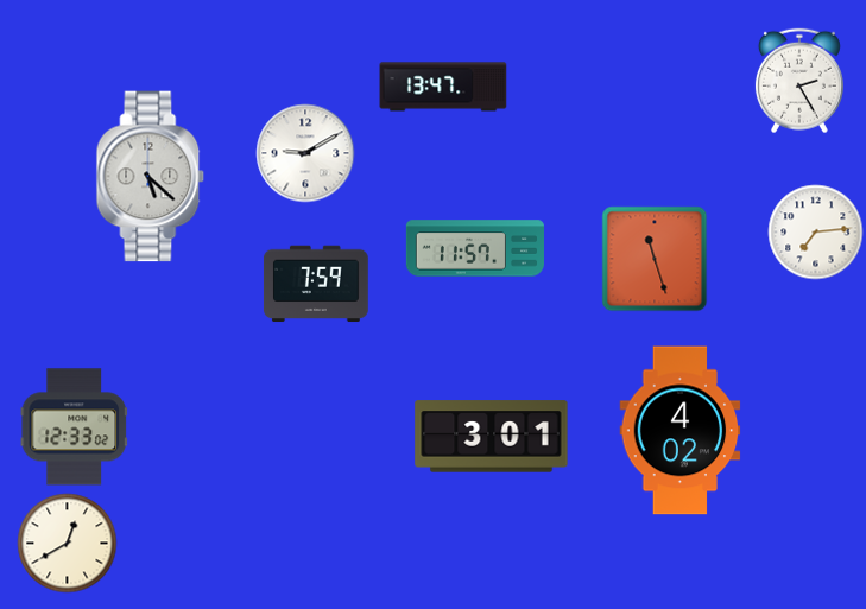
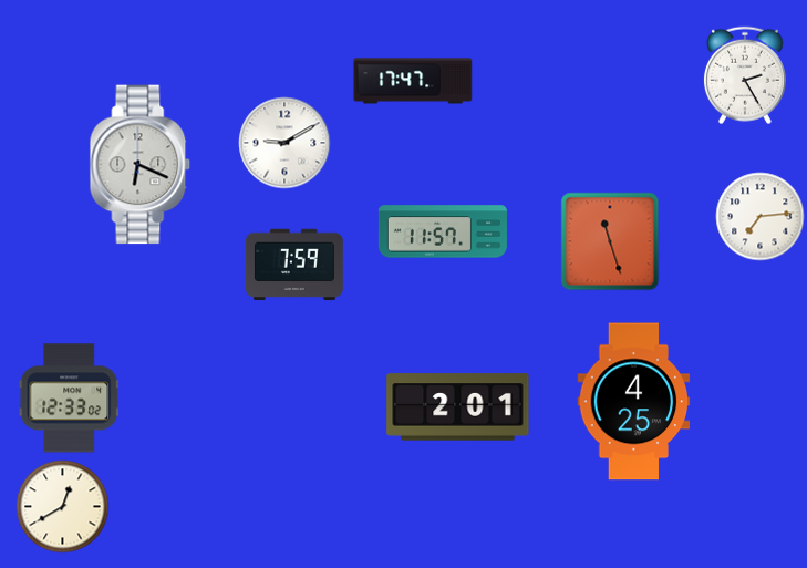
clock at (443, 87): 13:47 -> 17:47
clock at (151, 177): 5:22 -> 6:19
clock at (681, 431): 4:02 -> 4:25
clock at (492, 437): 3:01 -> 2:01
